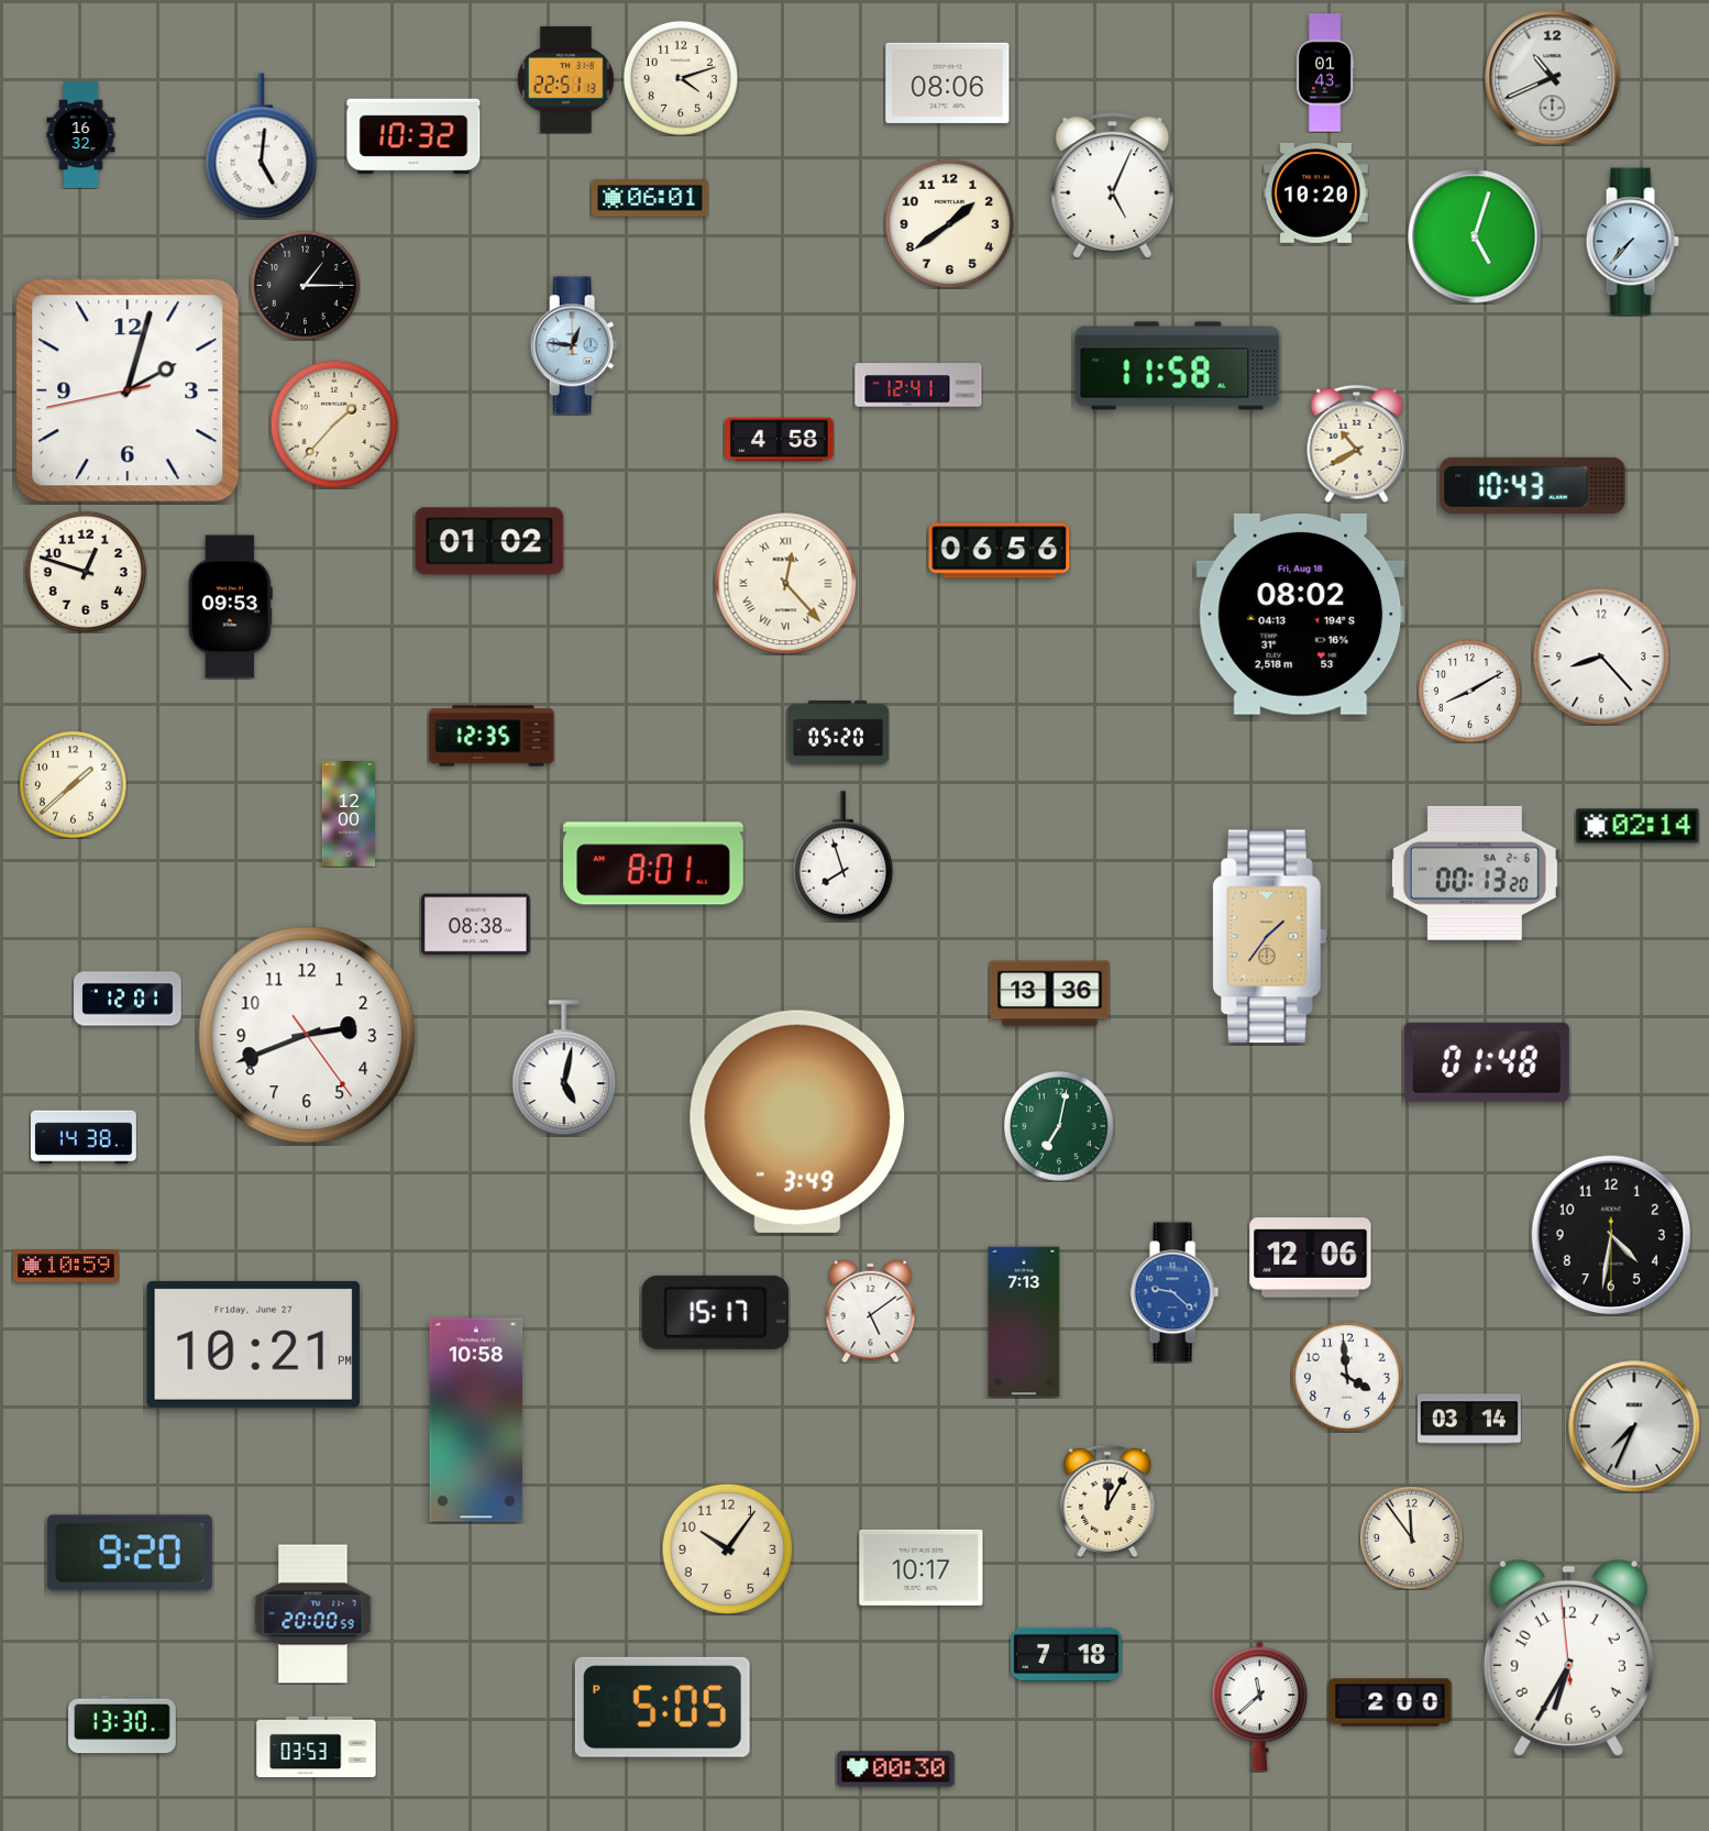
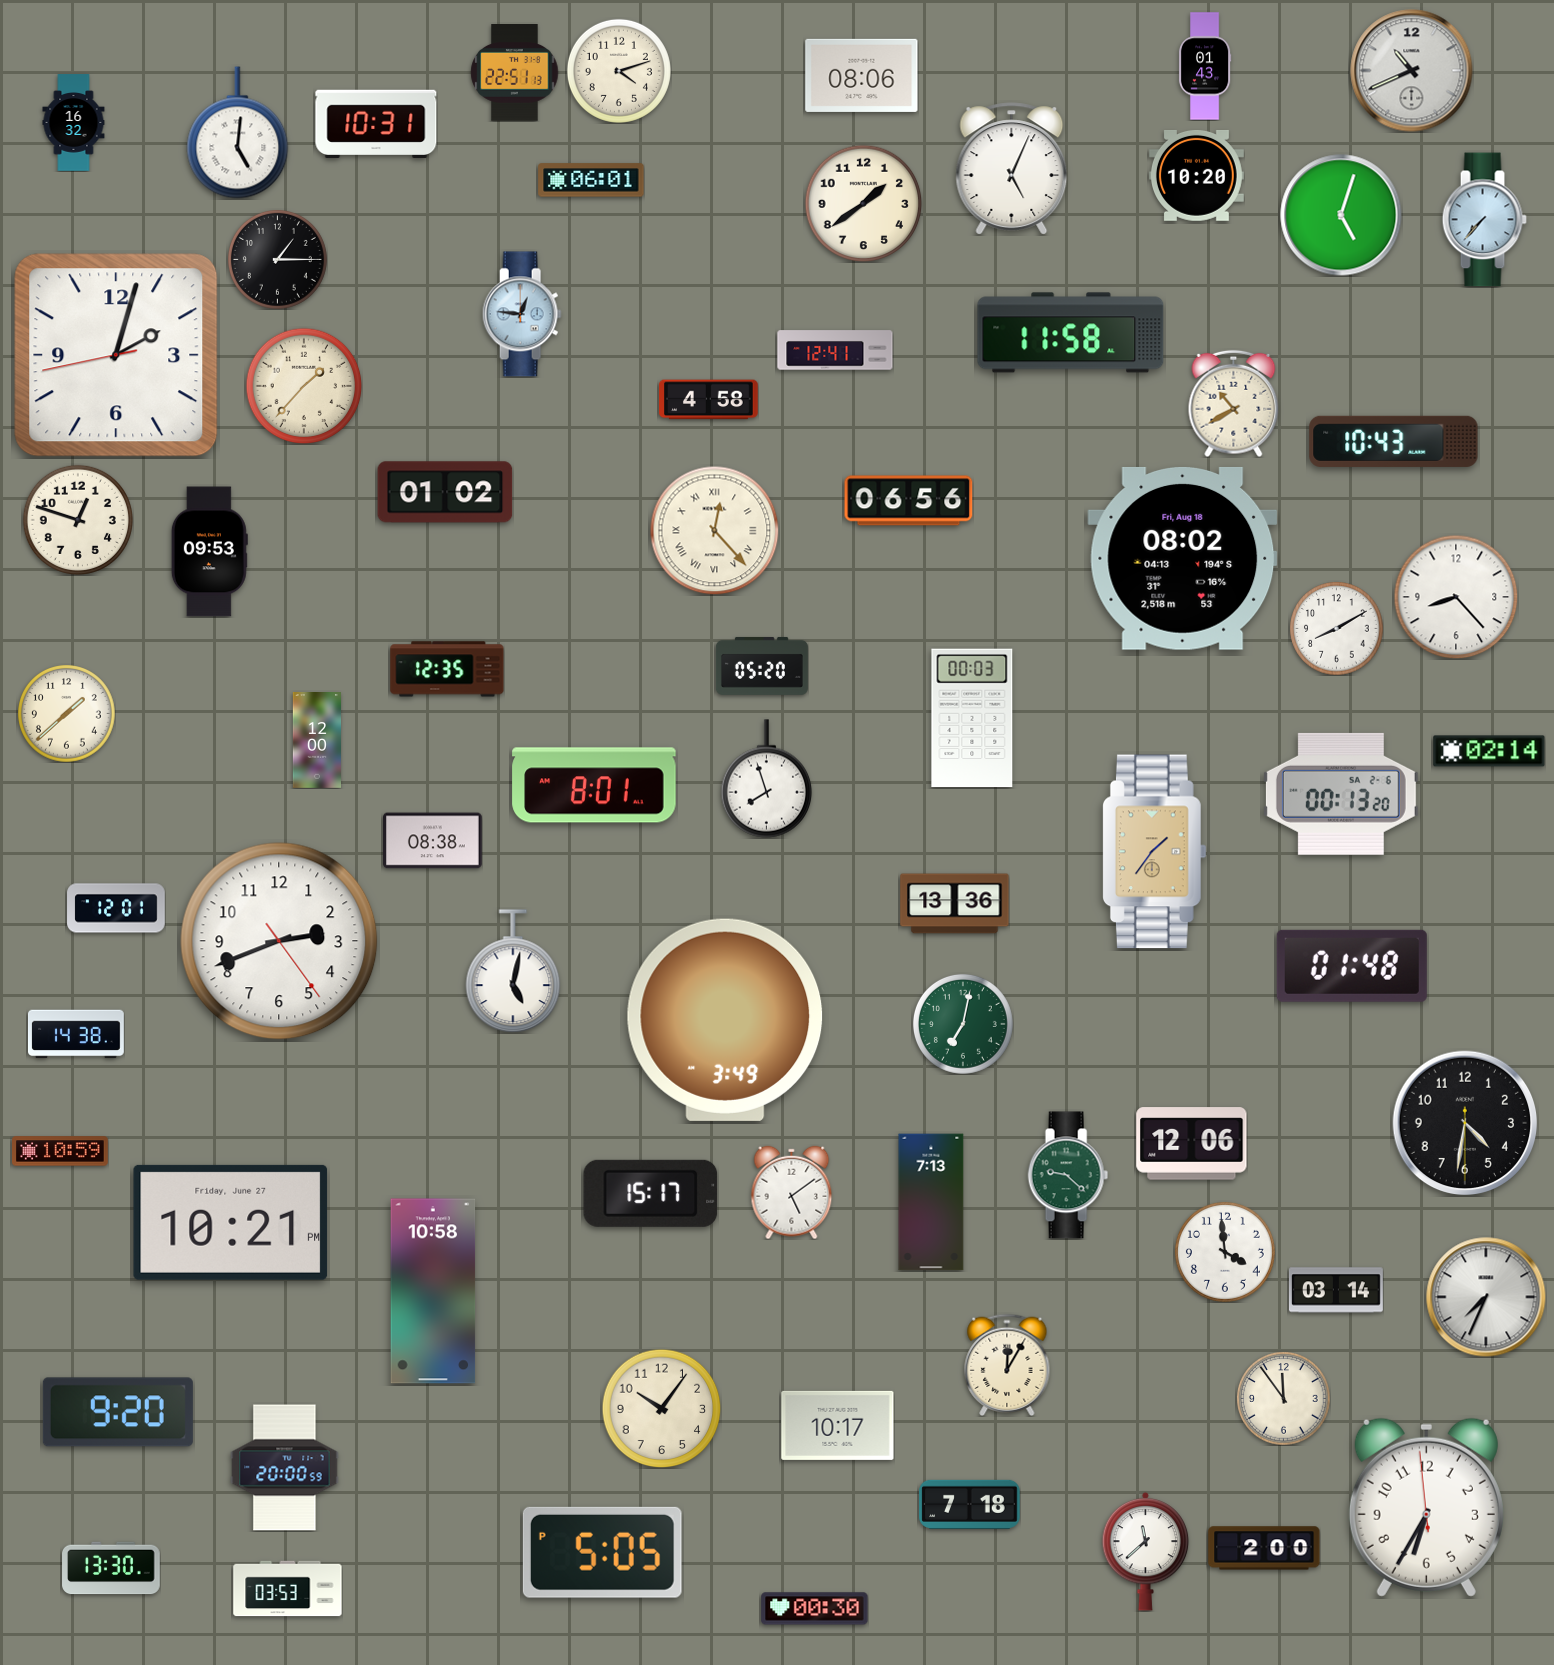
clock at (414, 135): 10:32 -> 10:31
clock at (972, 718): none -> 00:03
clock at (1175, 1292) dial: blue -> green
